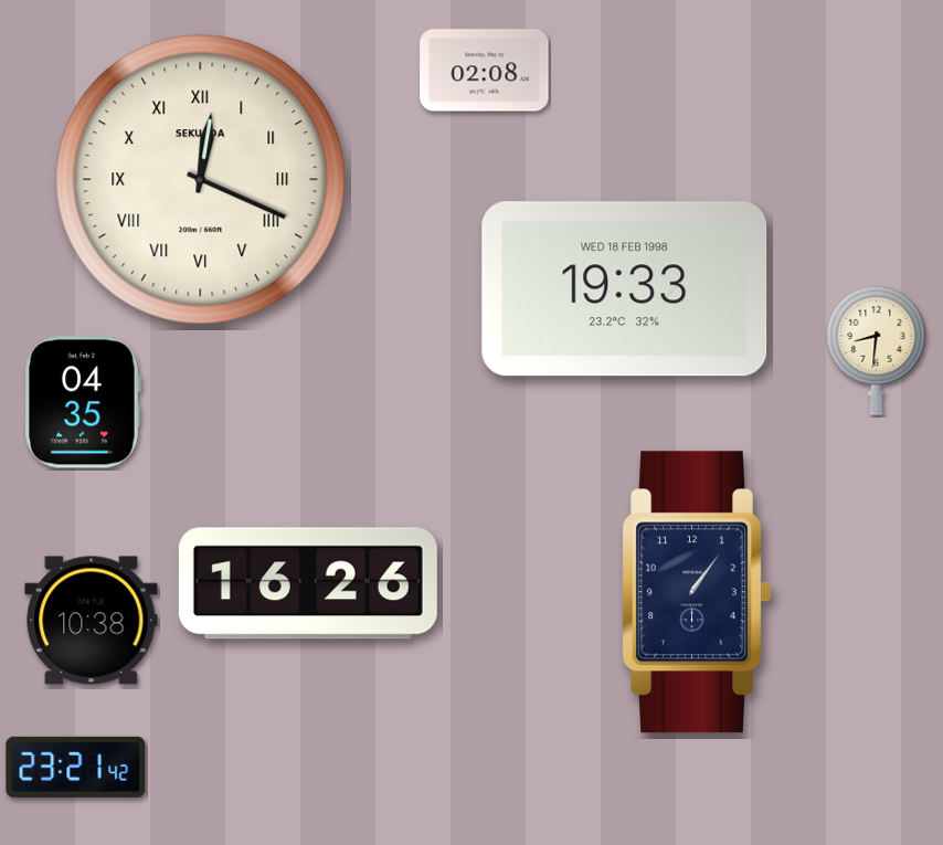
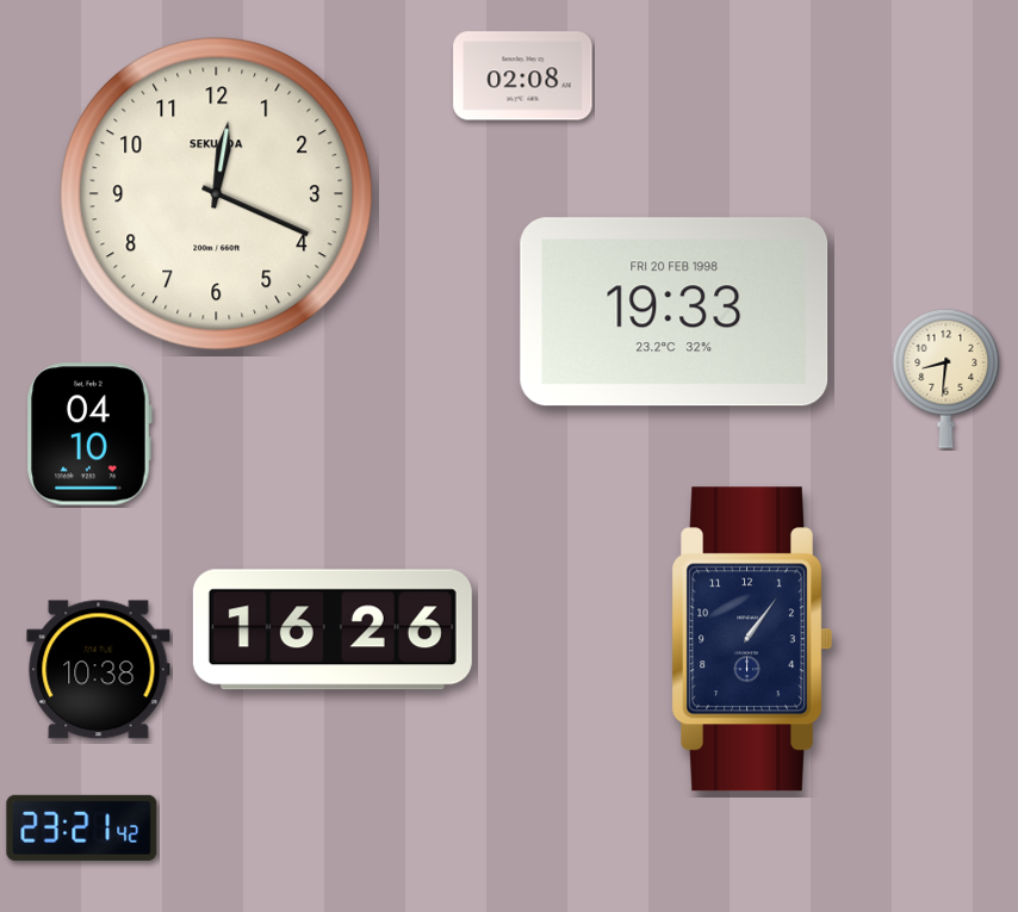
clock at (201, 180) numerals: Roman -> Arabic
clock at (625, 289) date: WED 18 FEB 1998 -> FRI 20 FEB 1998
clock at (83, 402): 04:35 -> 04:10
